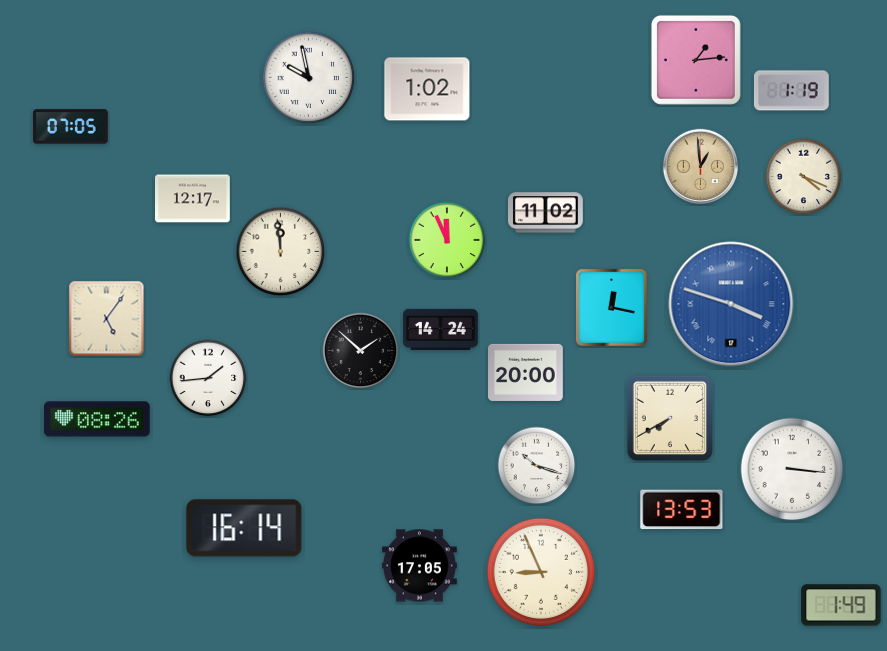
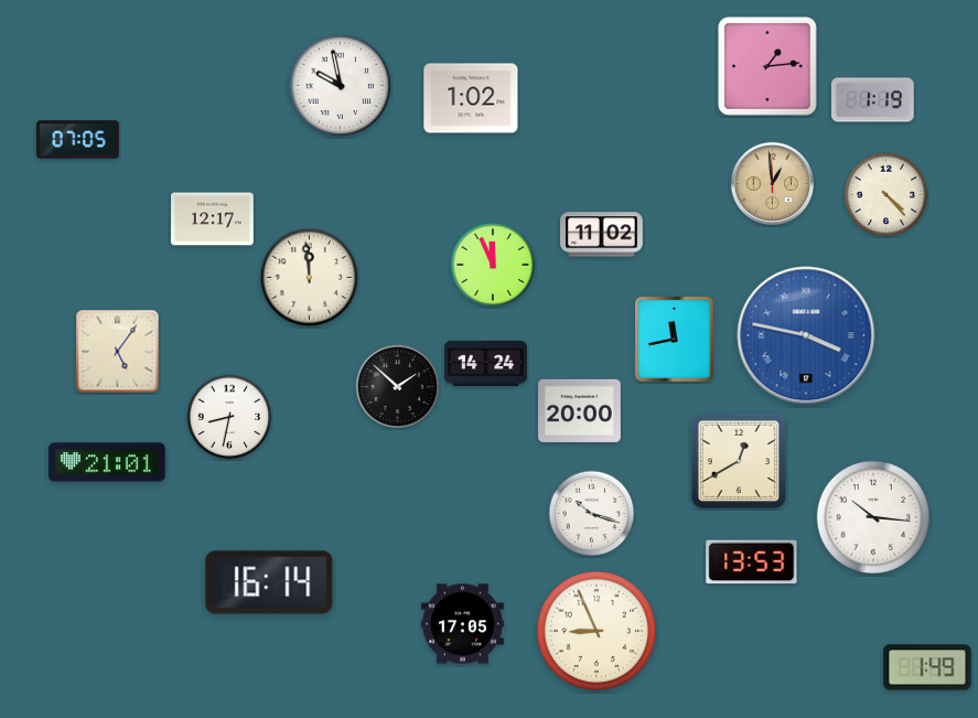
clock at (804, 177): 4:19 -> 4:23
clock at (731, 304): 3:48 -> 3:47
clock at (611, 307): 12:17 -> 11:43
clock at (208, 378): 1:44 -> 8:32
clock at (669, 417): 7:40 -> 12:40
clock at (97, 419): 08:26 -> 21:01
clock at (792, 469): 3:16 -> 10:16
